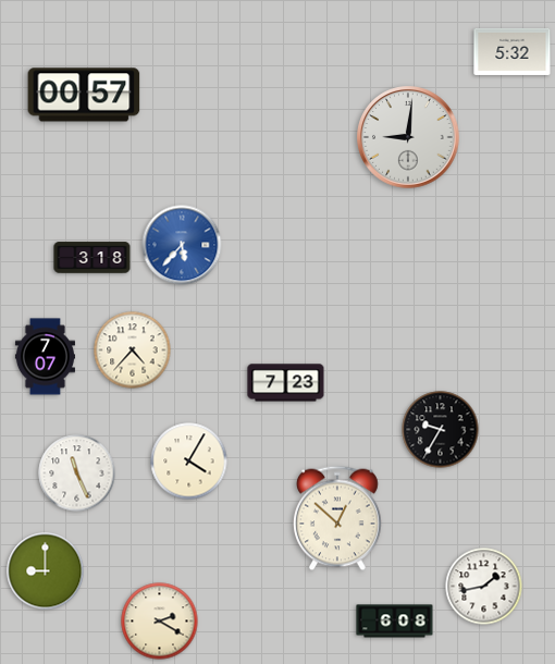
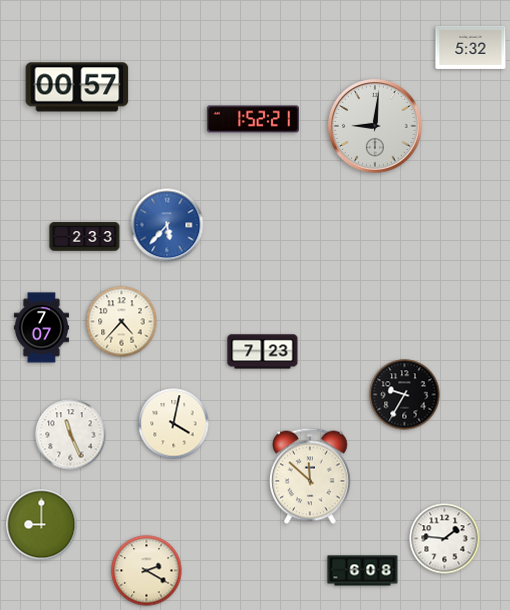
clock at (253, 119): none -> 1:52
clock at (92, 258): 3:18 -> 2:33
clock at (189, 462): 4:05 -> 4:02
clock at (338, 518): 12:52 -> 11:52
clock at (484, 587): 1:43 -> 1:46
